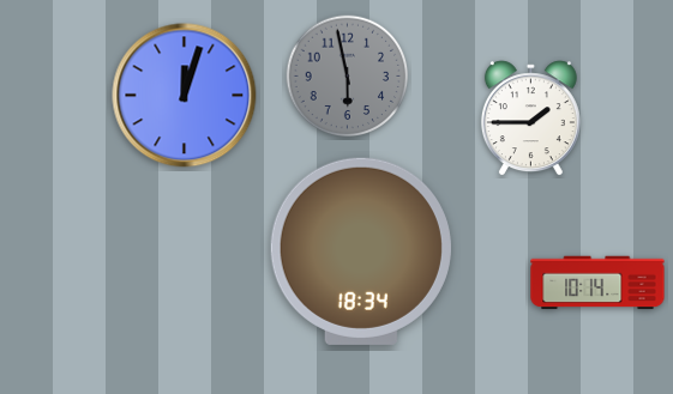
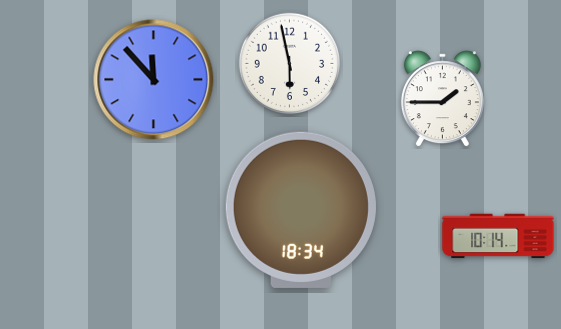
clock at (348, 77) dial: grey -> white
clock at (185, 96): 12:03 -> 11:53
